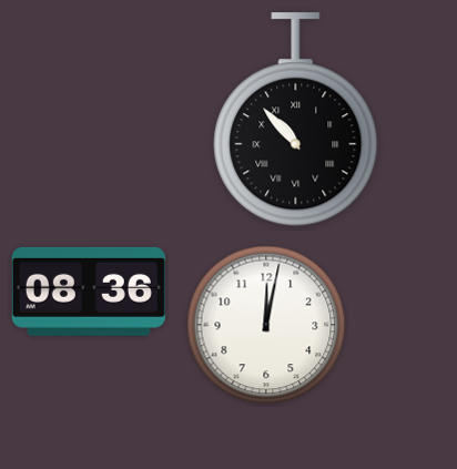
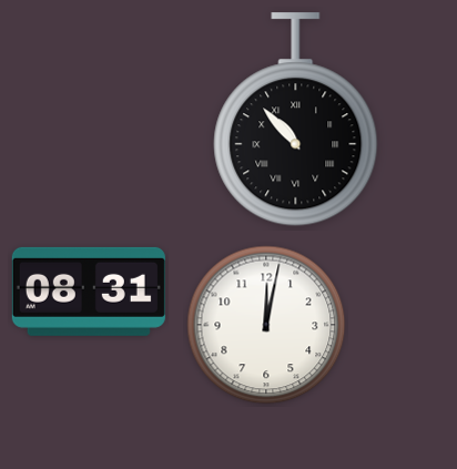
clock at (89, 292): 08:36 -> 08:31
